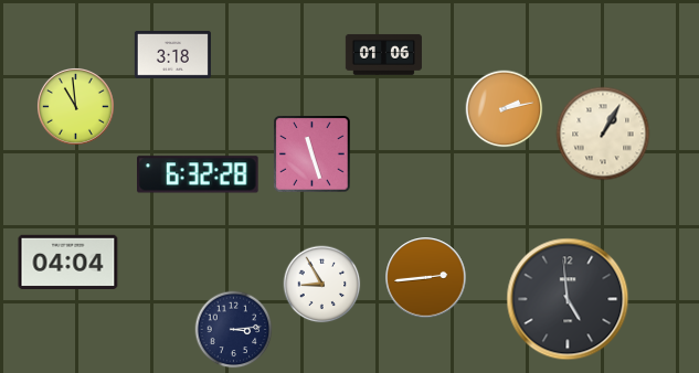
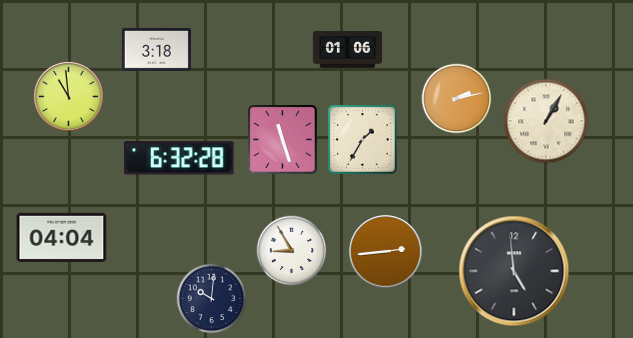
clock at (363, 140): none -> 1:35
clock at (322, 285) position: (322, 285) -> (292, 251)
clock at (234, 330): 3:14 -> 10:01
